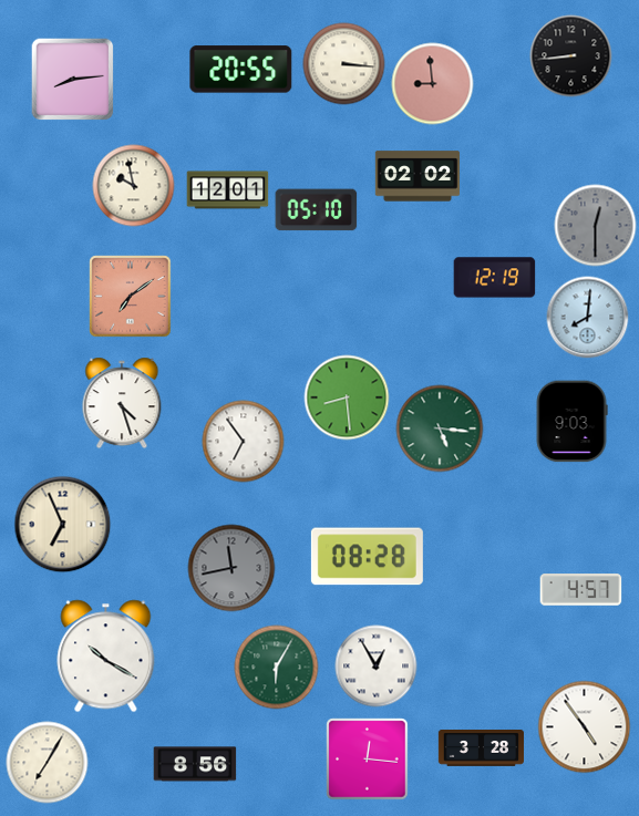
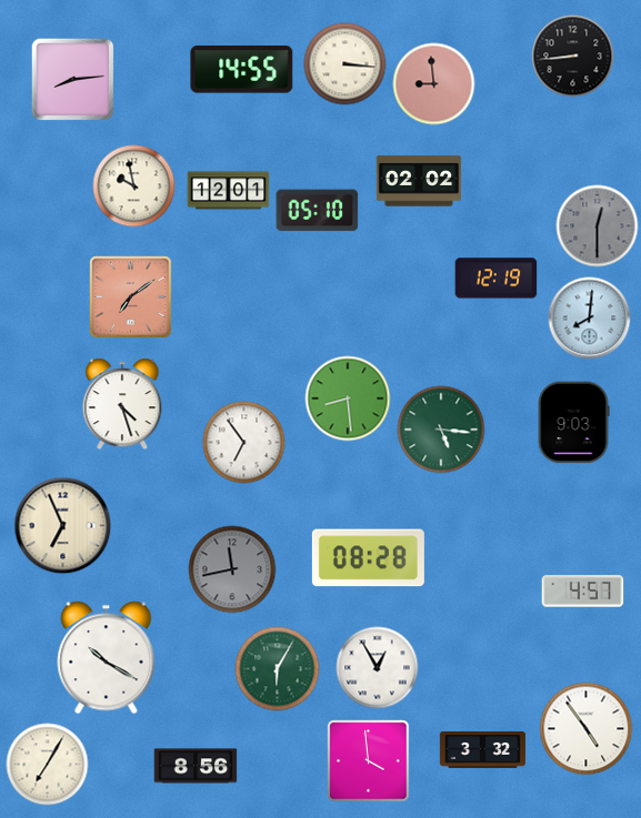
clock at (241, 70): 20:55 -> 14:55
clock at (418, 176) position: (418, 176) -> (419, 181)
clock at (481, 748): 3:28 -> 3:32
clock at (368, 760): 12:16 -> 3:59
